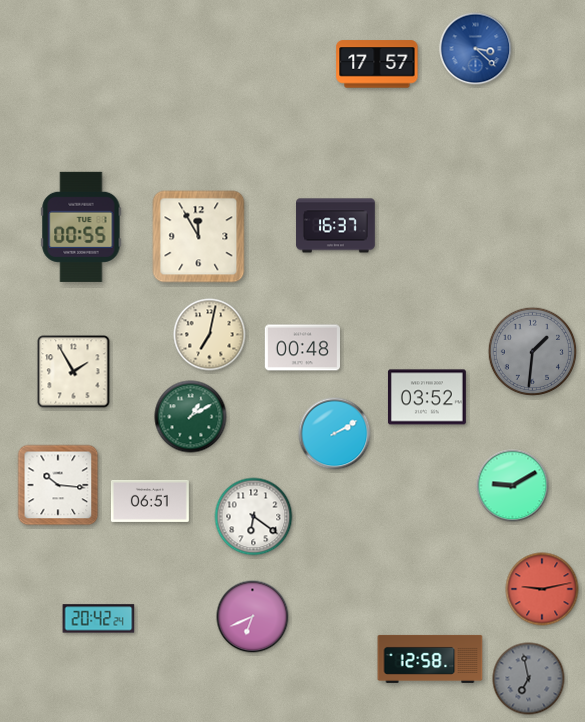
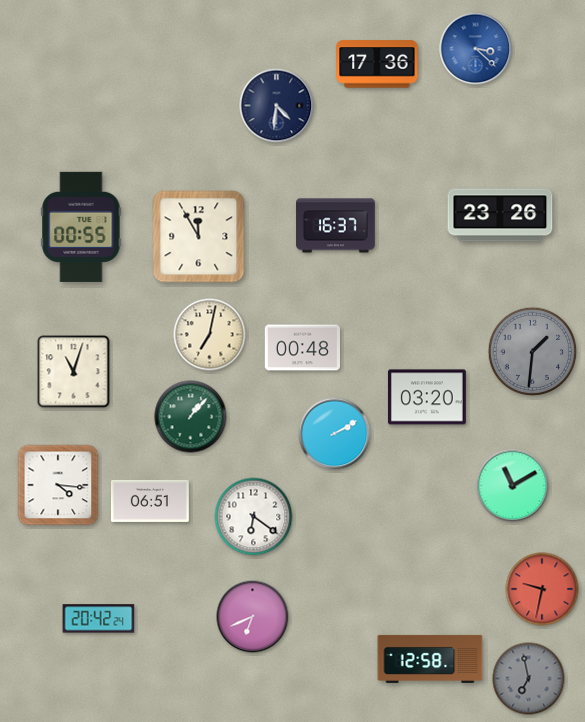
clock at (377, 64): 17:57 -> 17:36
clock at (277, 106): none -> 4:31
clock at (500, 215): none -> 23:26
clock at (74, 372): 1:55 -> 11:03
clock at (427, 397): 03:52 -> 03:20
clock at (191, 417): 1:10 -> 1:07
clock at (58, 485): 10:16 -> 4:16
clock at (513, 486): 9:10 -> 11:10
clock at (542, 589): 9:13 -> 9:32
